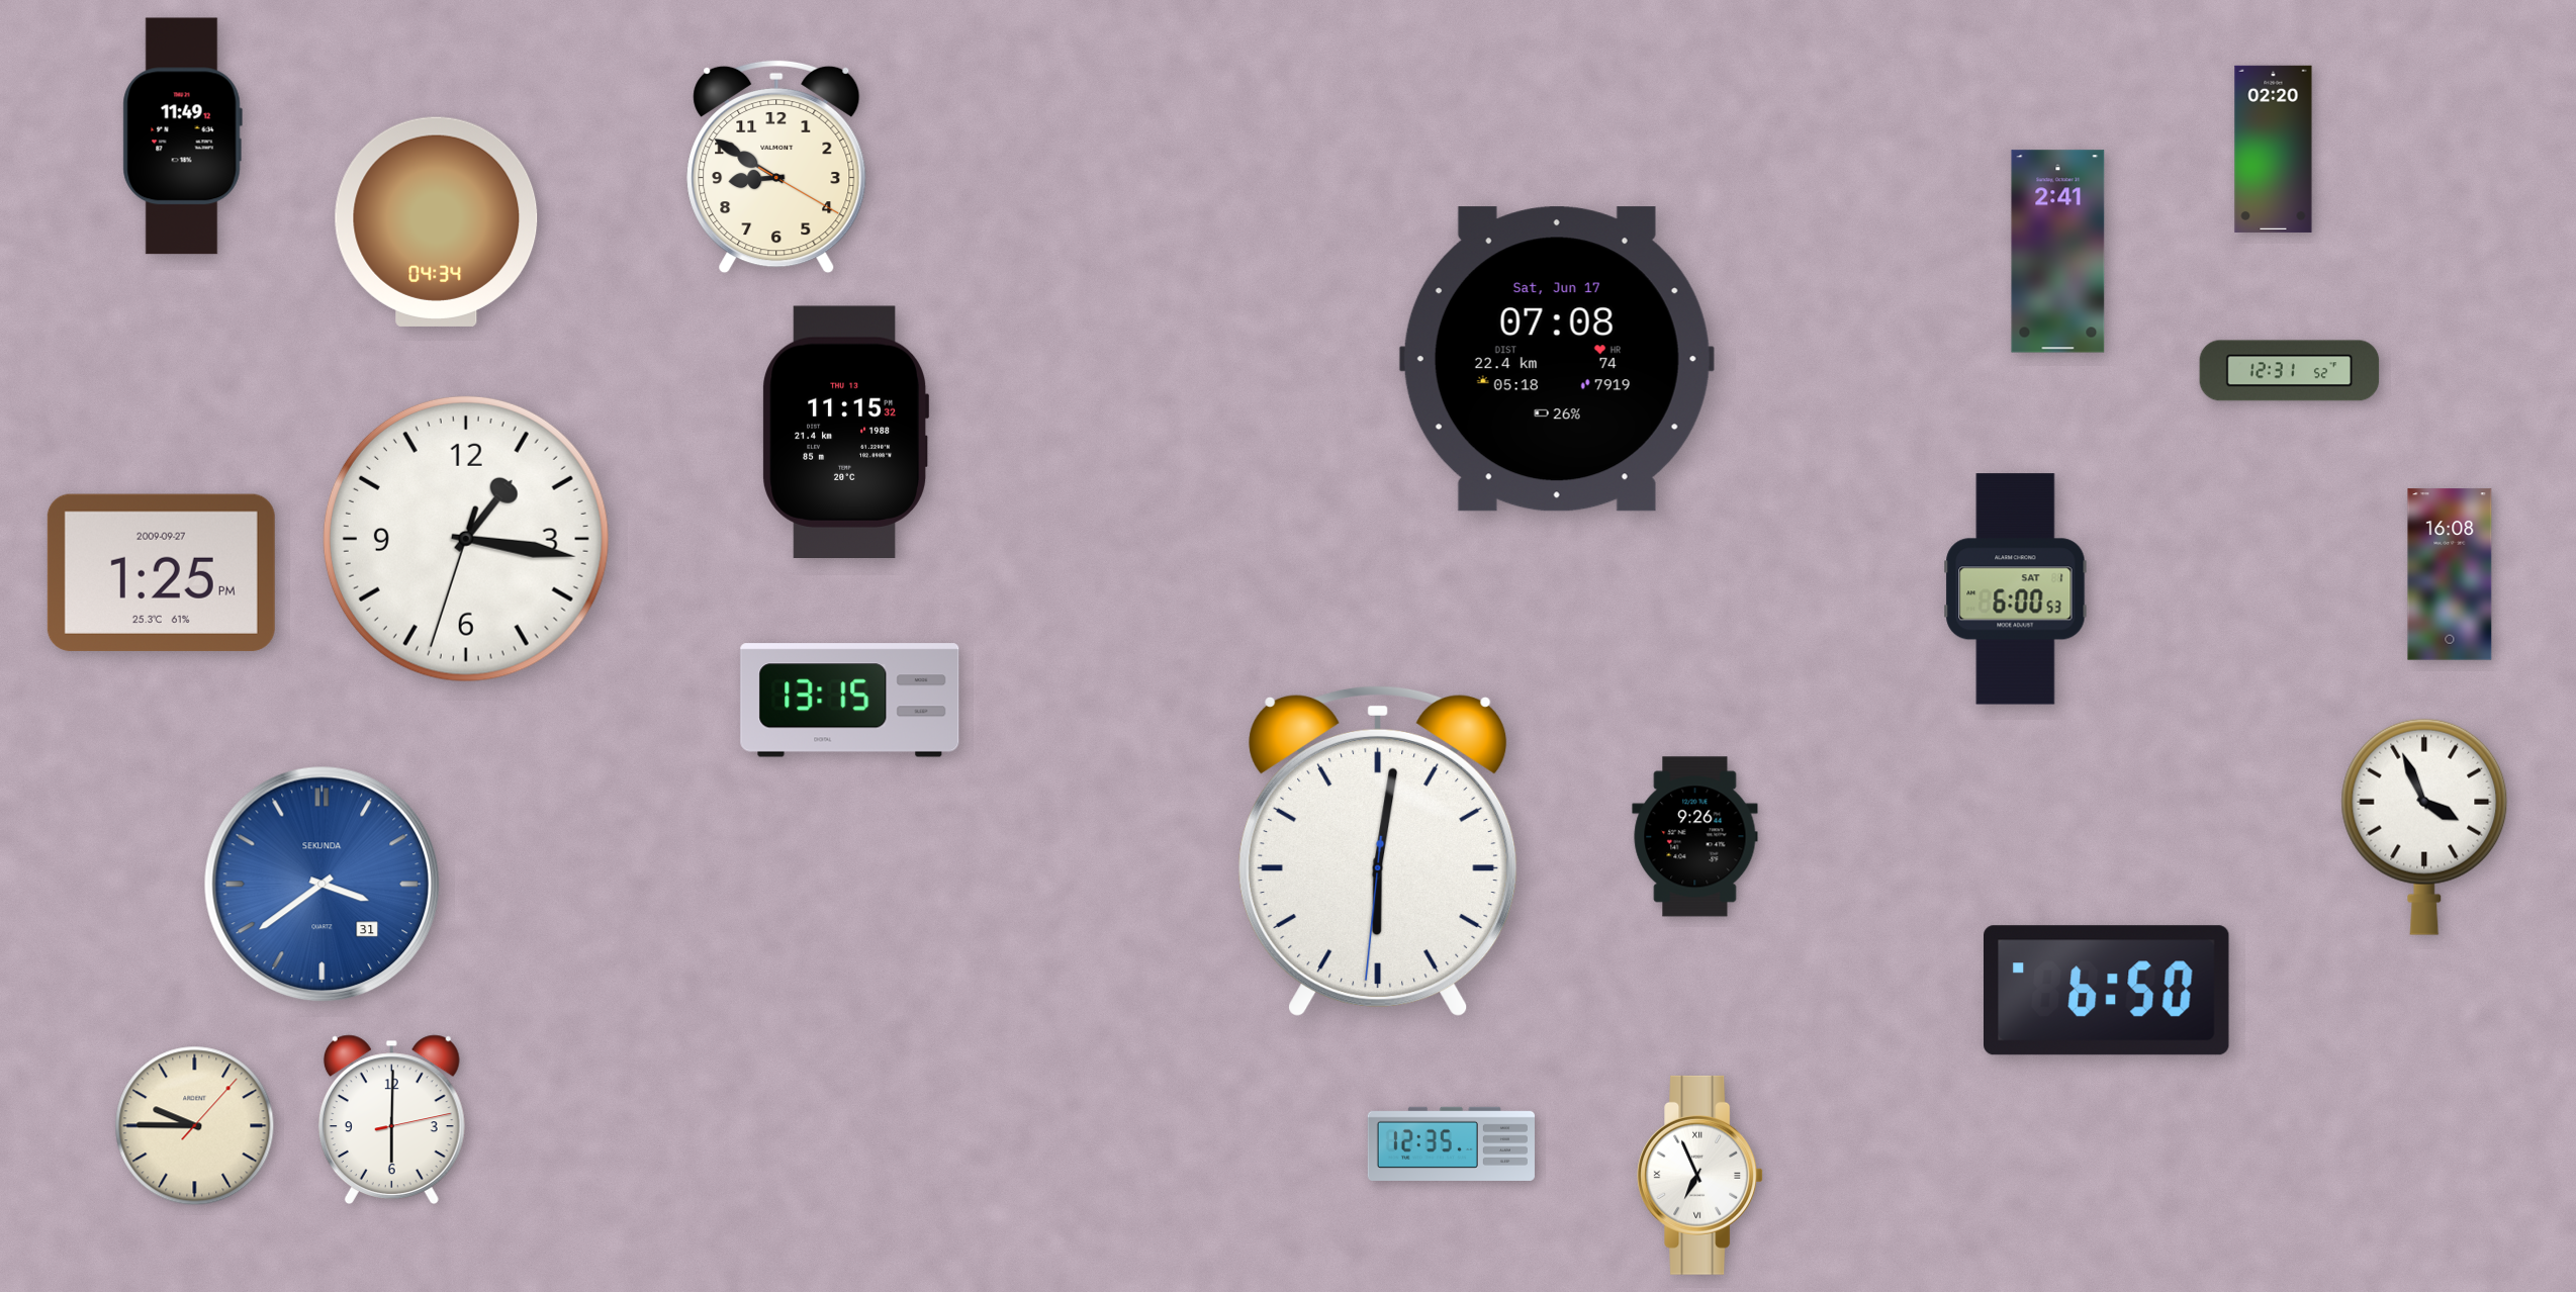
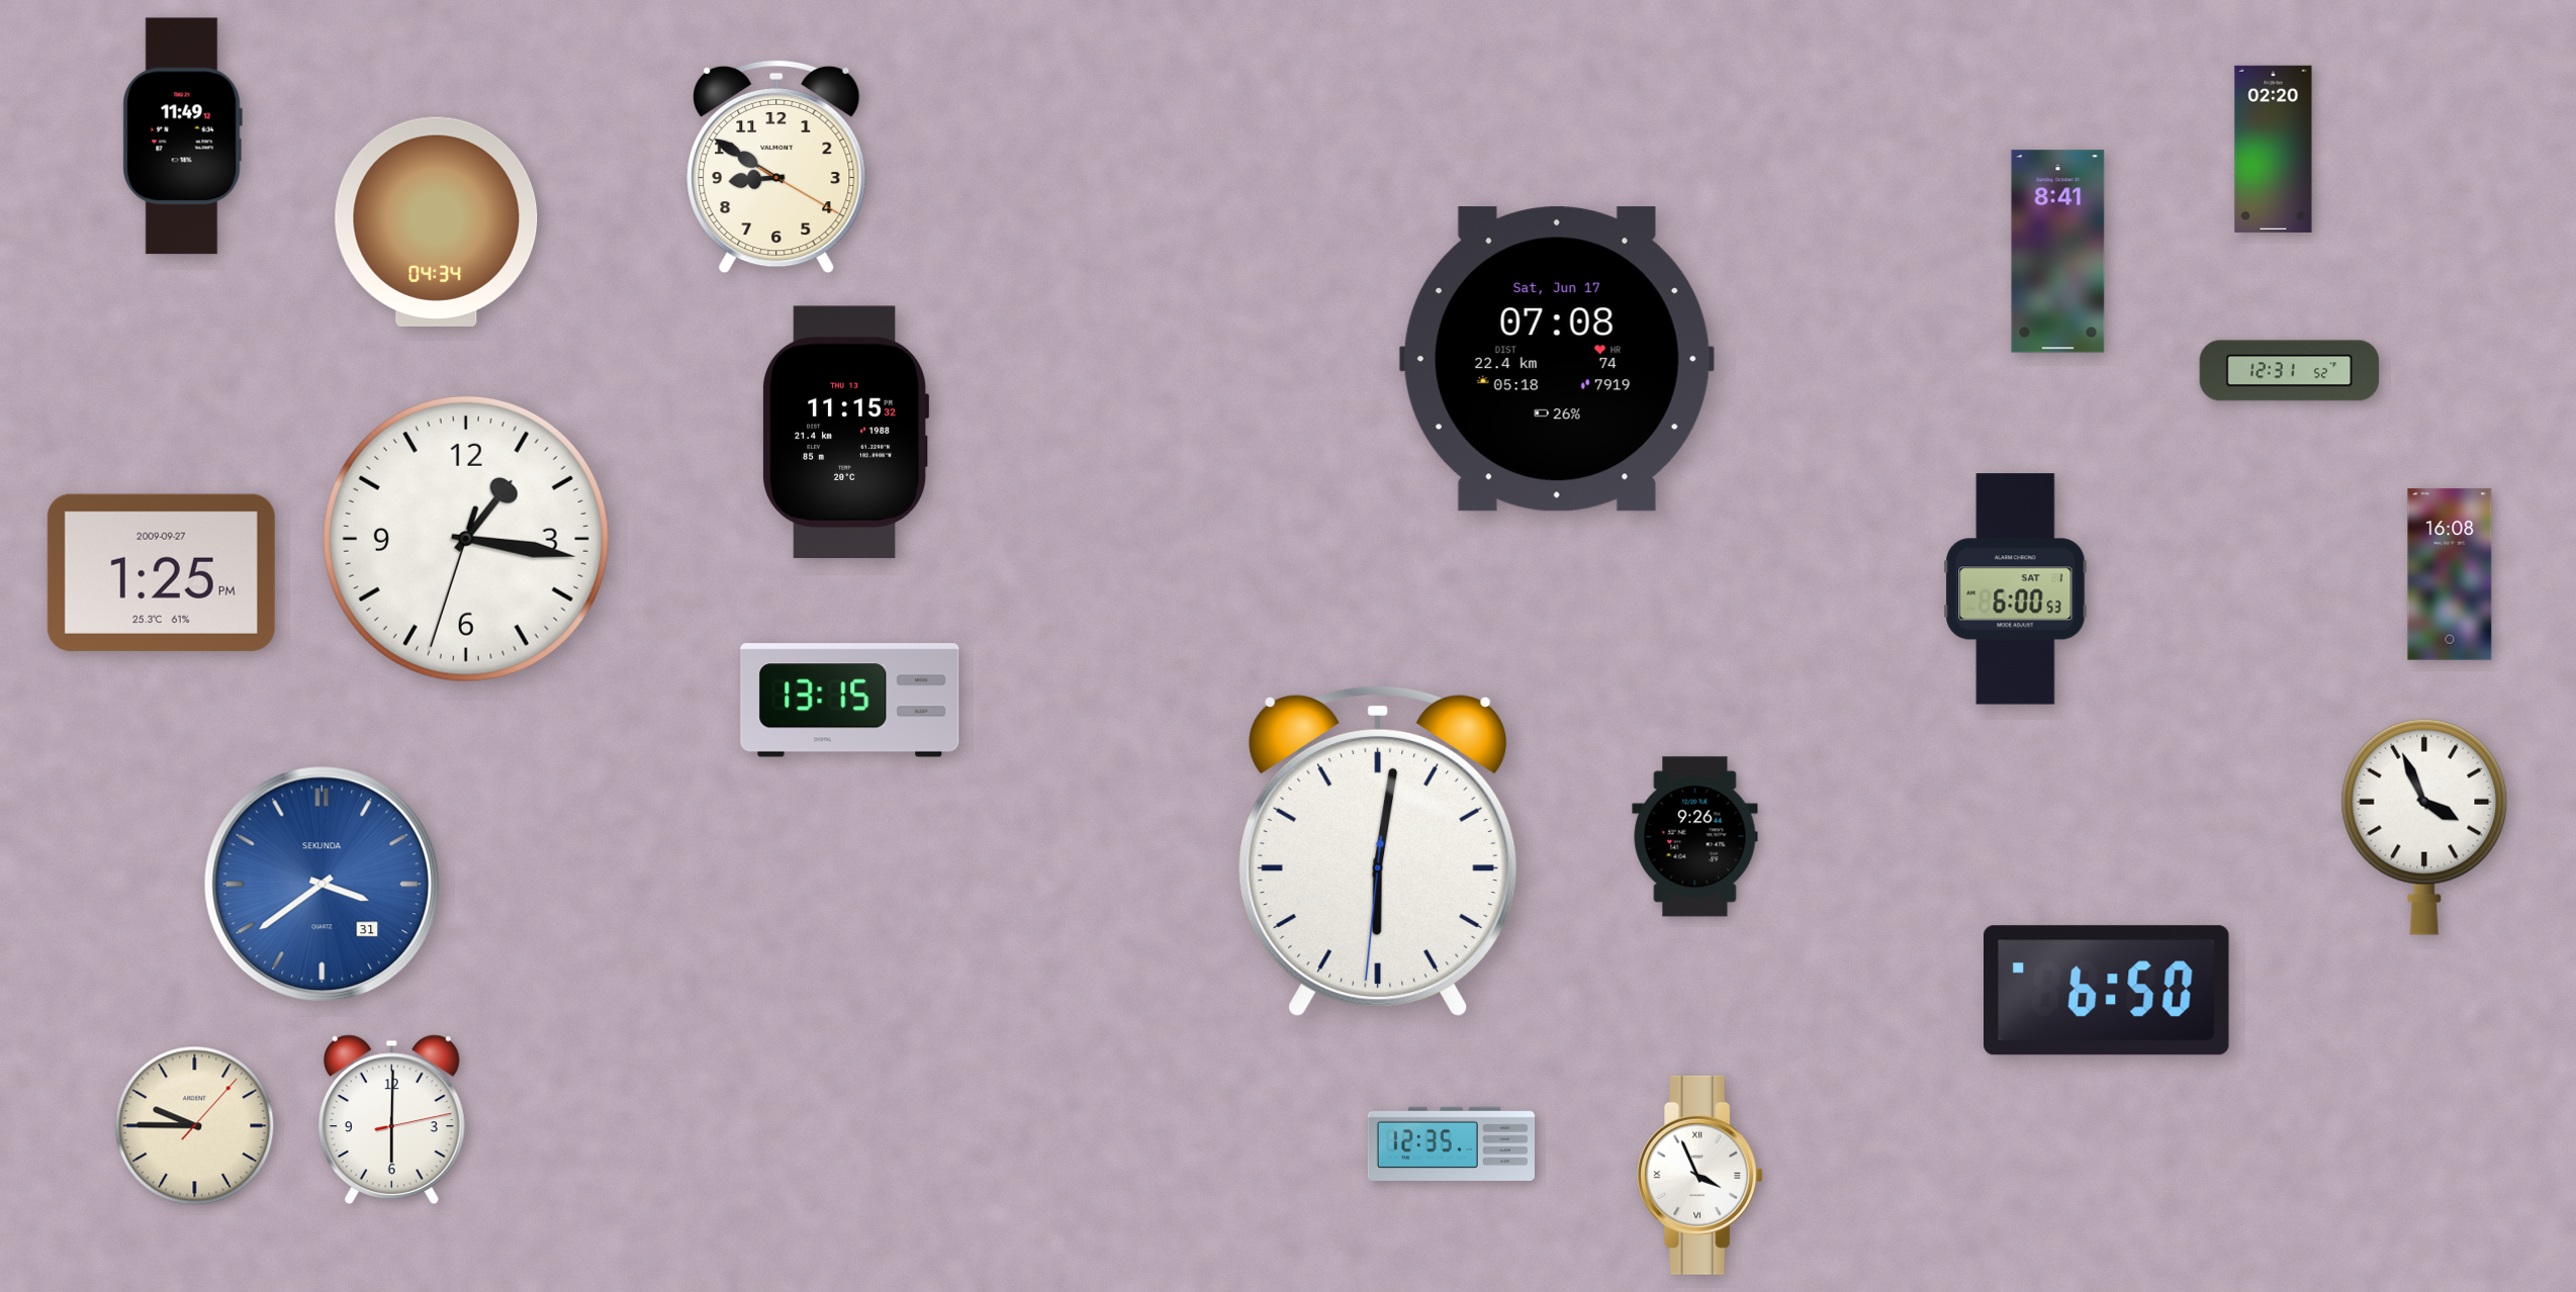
clock at (2058, 252): 2:41 -> 8:41
clock at (1700, 1175): 6:56 -> 3:56
